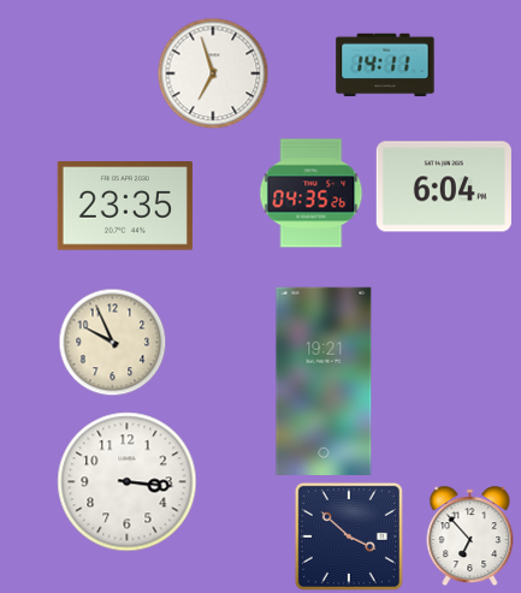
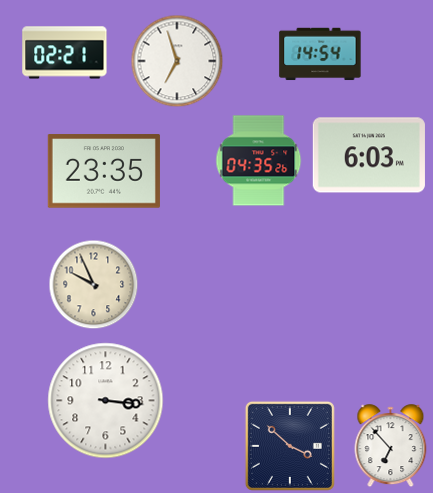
clock at (65, 53): none -> 02:21
clock at (385, 65): 14:11 -> 14:54
clock at (444, 186): 6:04 -> 6:03
clock at (324, 380): 19:21 -> none
